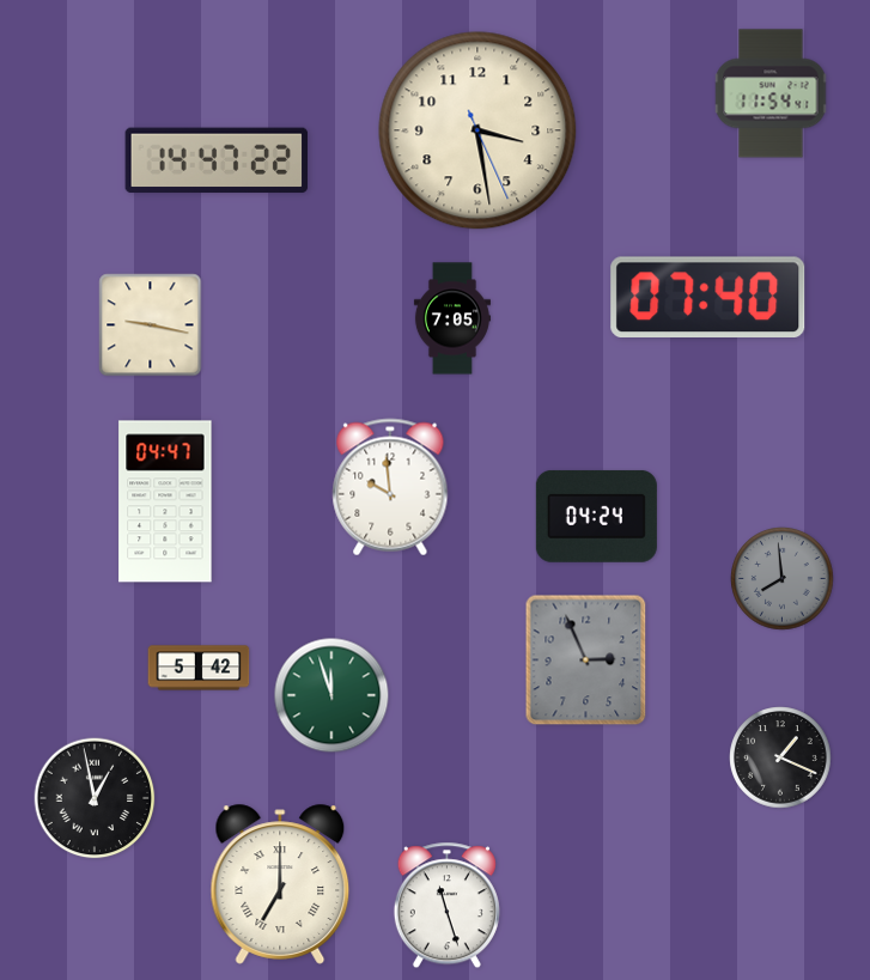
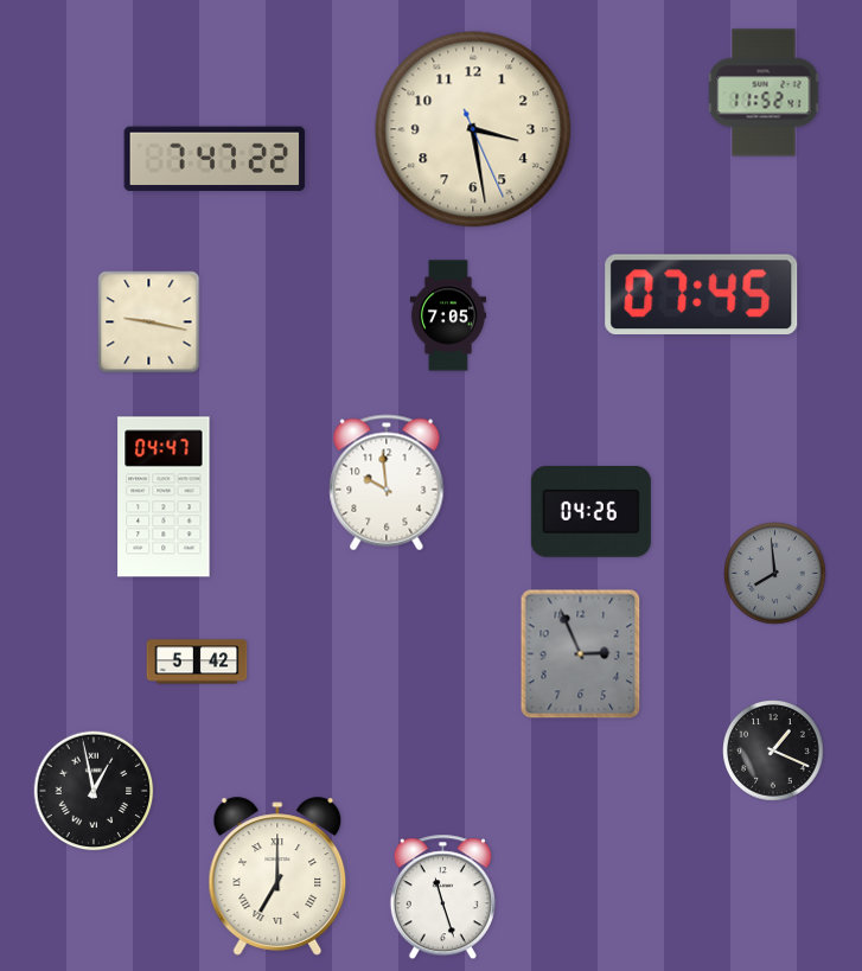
clock at (771, 93): 11:54 -> 11:52
clock at (217, 160): 14:47 -> 7:47
clock at (708, 297): 07:40 -> 07:45
clock at (596, 516): 04:24 -> 04:26
clock at (331, 695): 11:57 -> none
